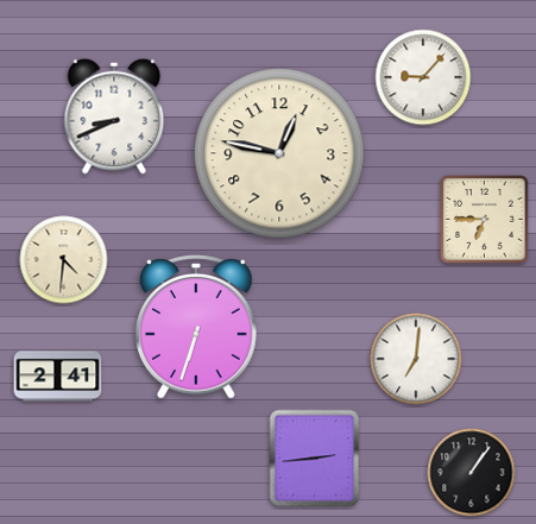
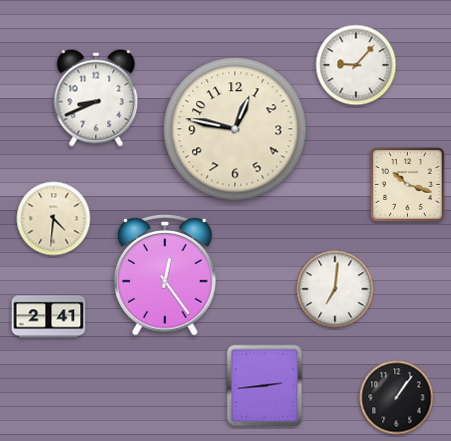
clock at (485, 220): 6:45 -> 10:18
clock at (197, 327): 6:33 -> 12:24
clock at (416, 359) position: (416, 359) -> (335, 289)
